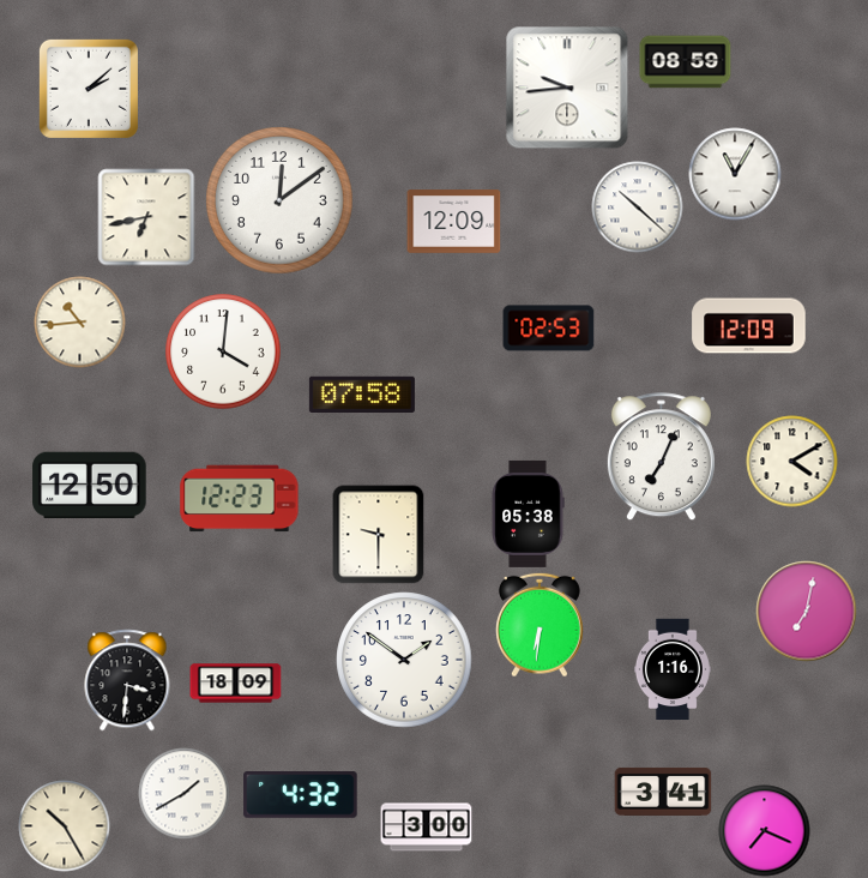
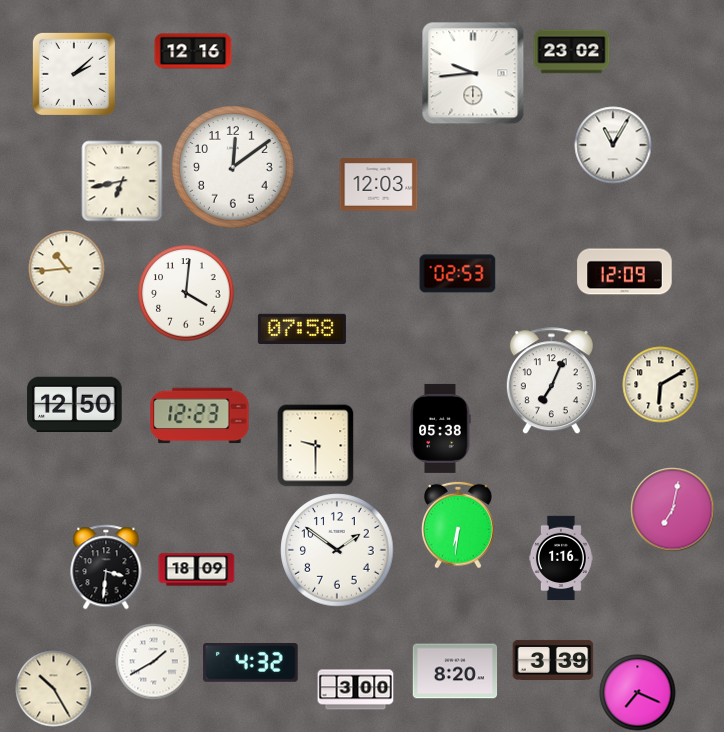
clock at (193, 51): none -> 12:16
clock at (686, 62): 08:59 -> 23:02
clock at (638, 208): 10:22 -> none
clock at (454, 222): 12:09 -> 12:03
clock at (792, 462): 4:10 -> 6:10
clock at (541, 625) position: (541, 625) -> (459, 525)
clock at (663, 792): 3:41 -> 3:39
clock at (455, 671): none -> 8:20
